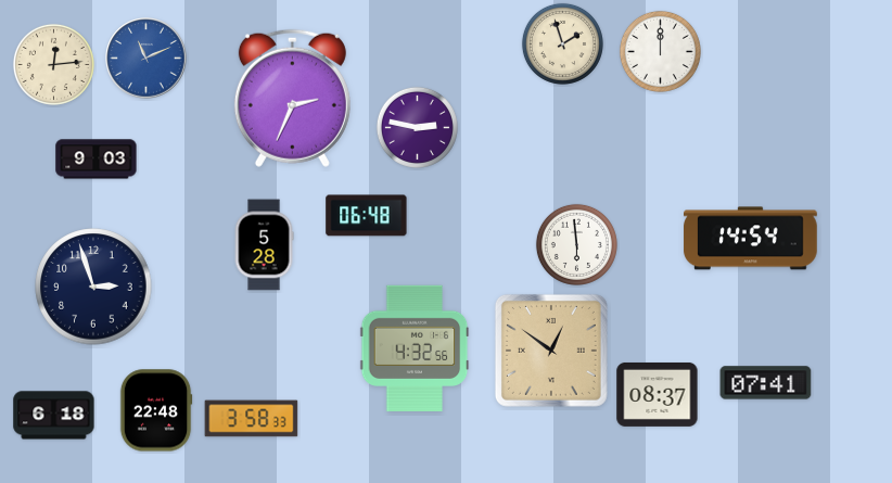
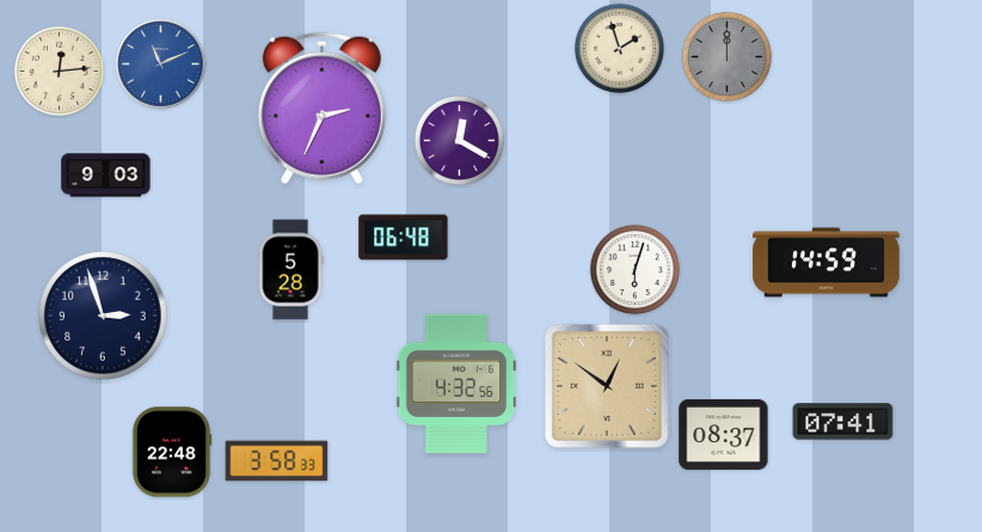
clock at (660, 51) dial: white -> grey
clock at (417, 127): 2:47 -> 12:20
clock at (751, 239): 14:54 -> 14:59
clock at (576, 244): 5:59 -> 6:03
clock at (54, 416): 6:18 -> none
